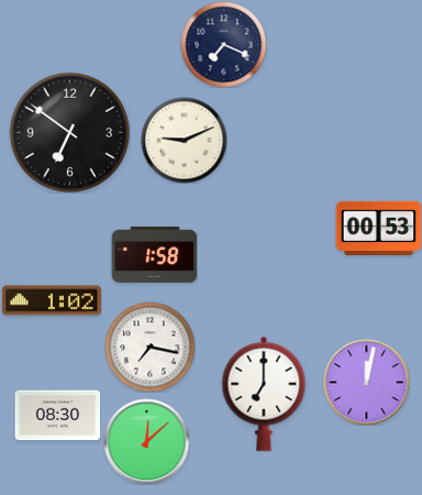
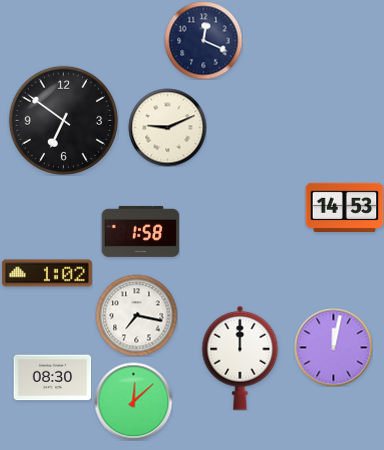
clock at (223, 44): 7:19 -> 12:19
clock at (378, 228): 00:53 -> 14:53
clock at (264, 394): 7:00 -> 12:00
